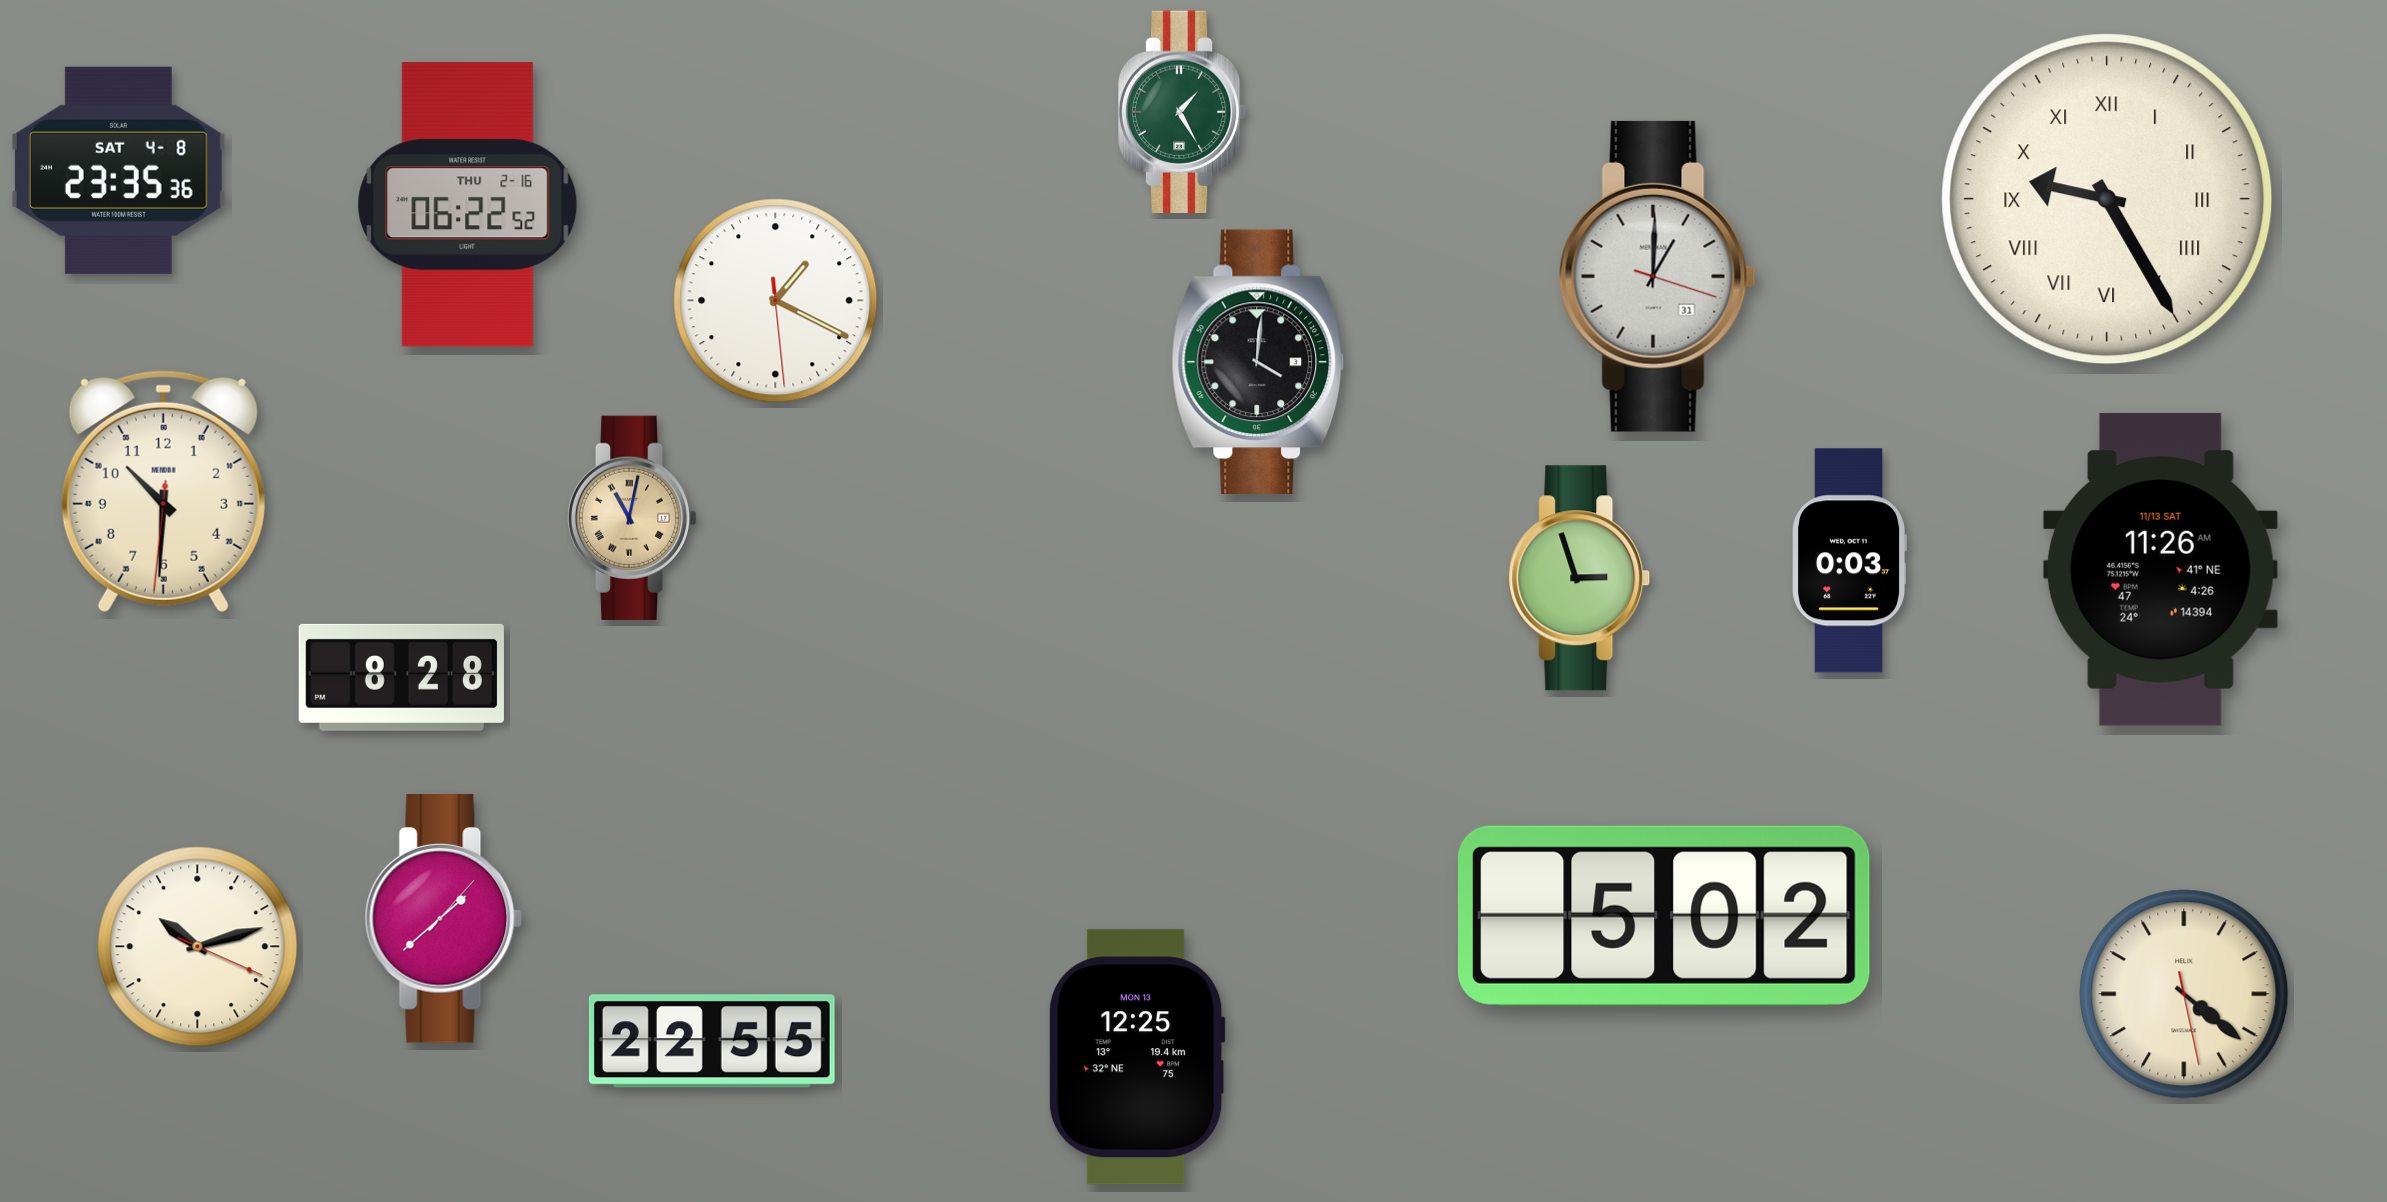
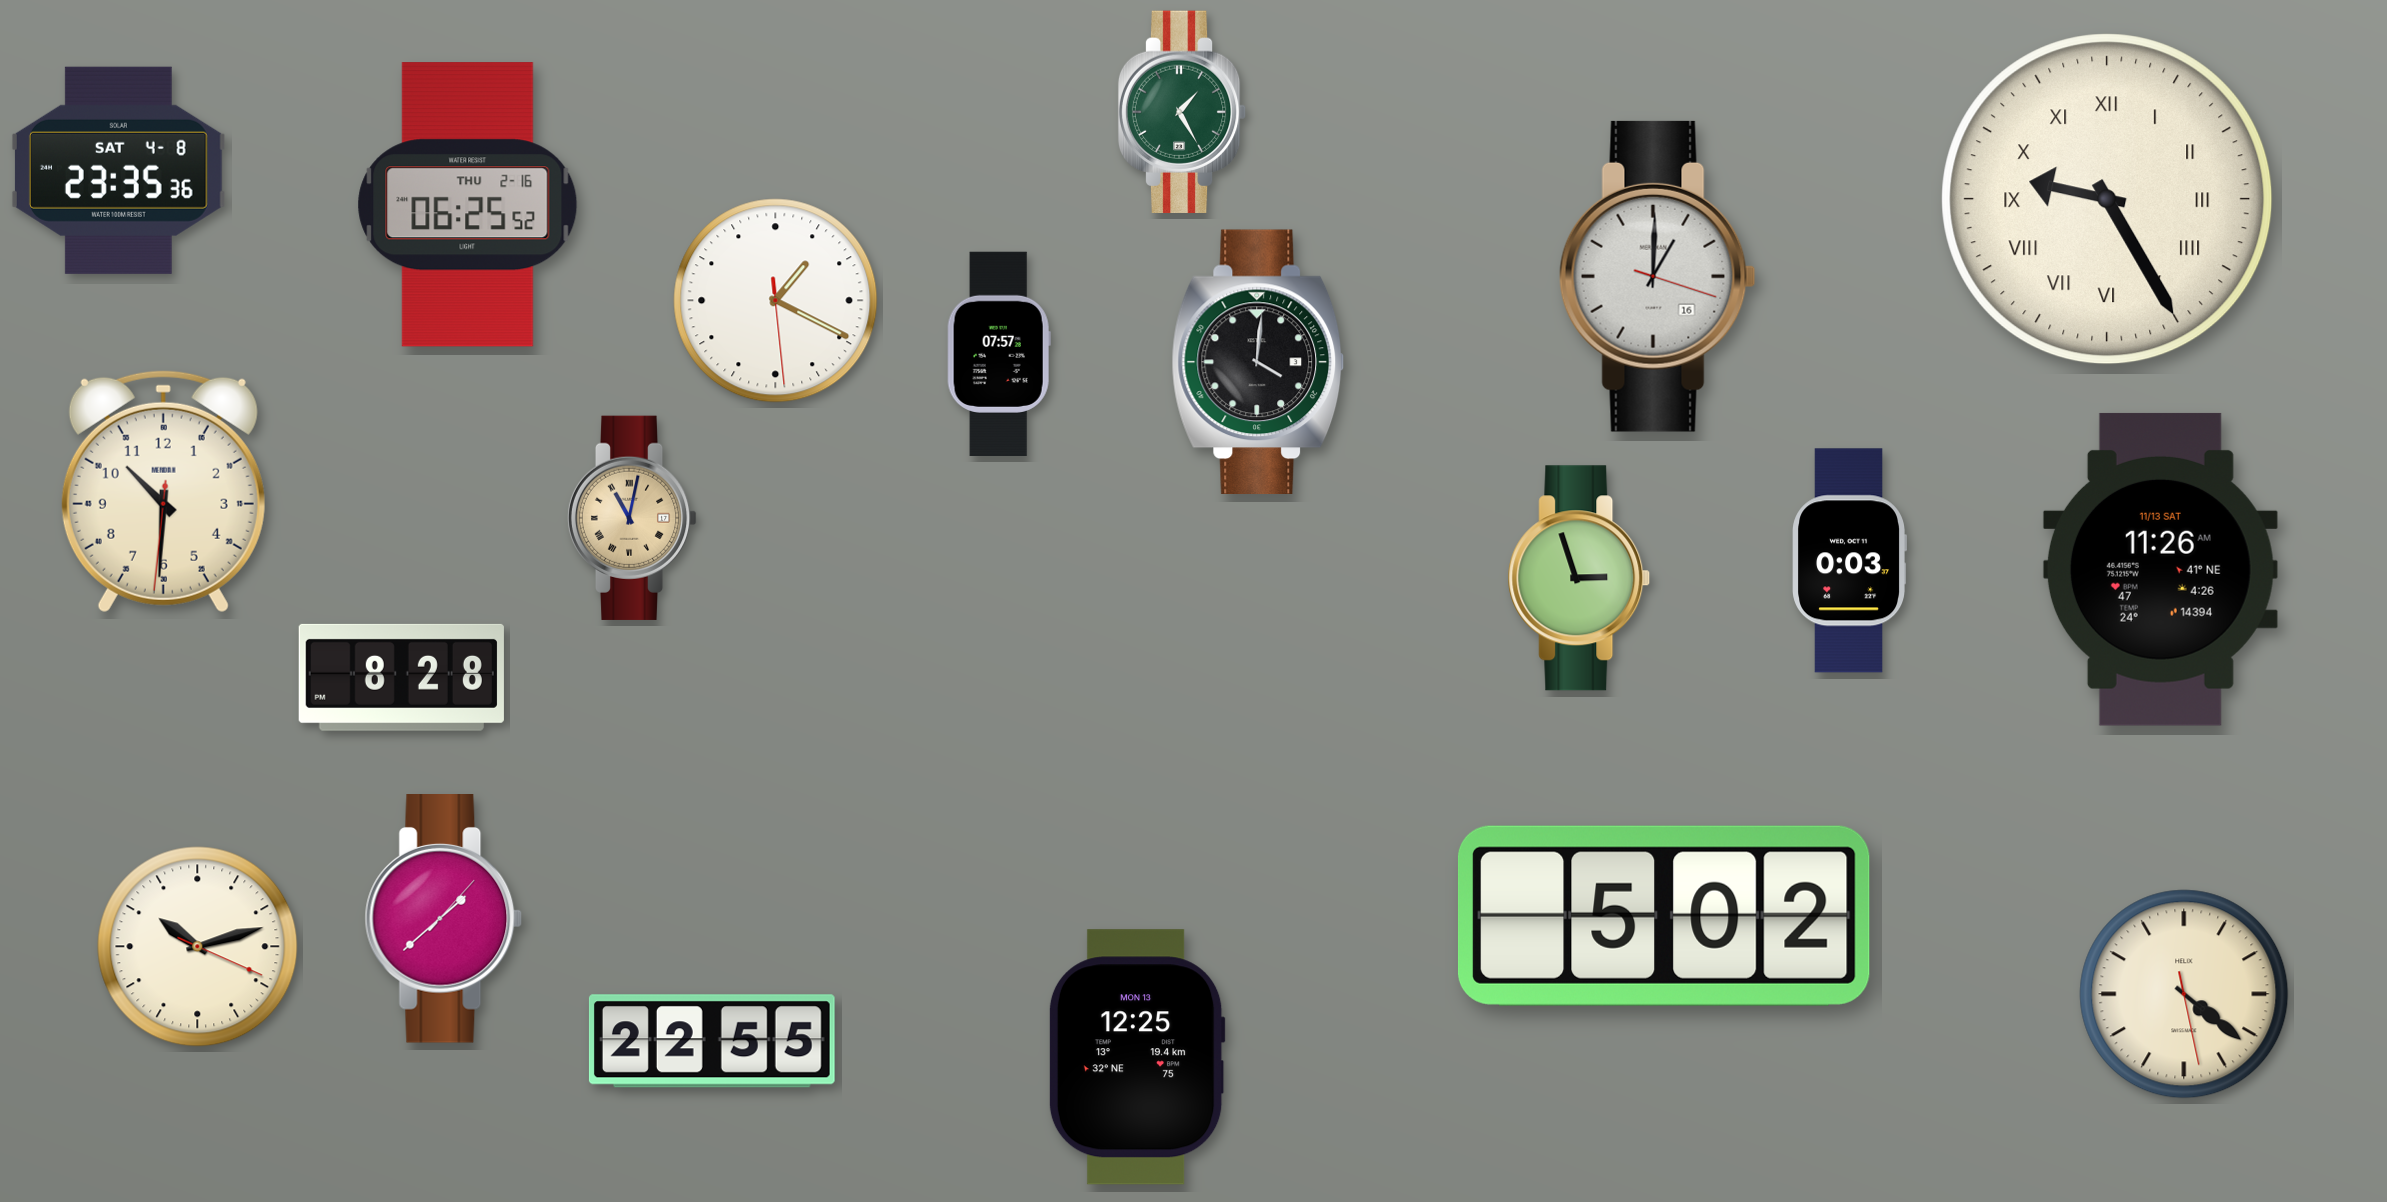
clock at (468, 205): 06:22 -> 06:25
clock at (1657, 276) date: 31 -> 16
clock at (999, 353): none -> 07:57
